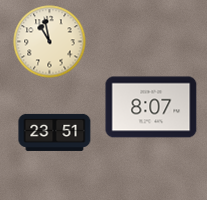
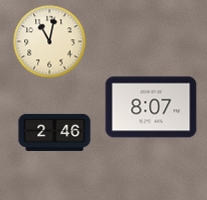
clock at (50, 42): 10:58 -> 11:02
clock at (55, 132): 23:51 -> 2:46
